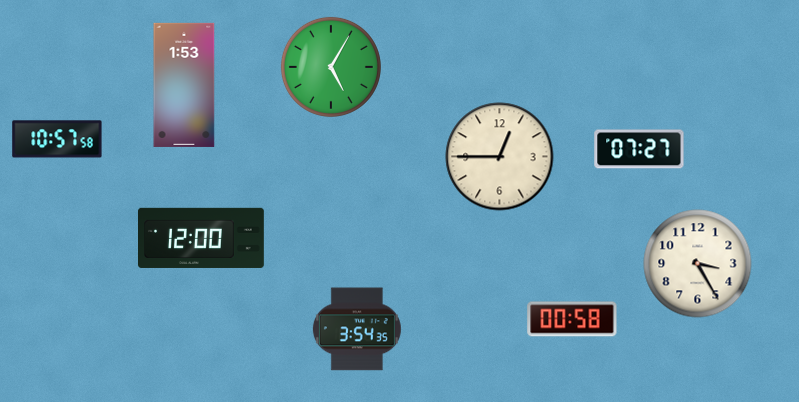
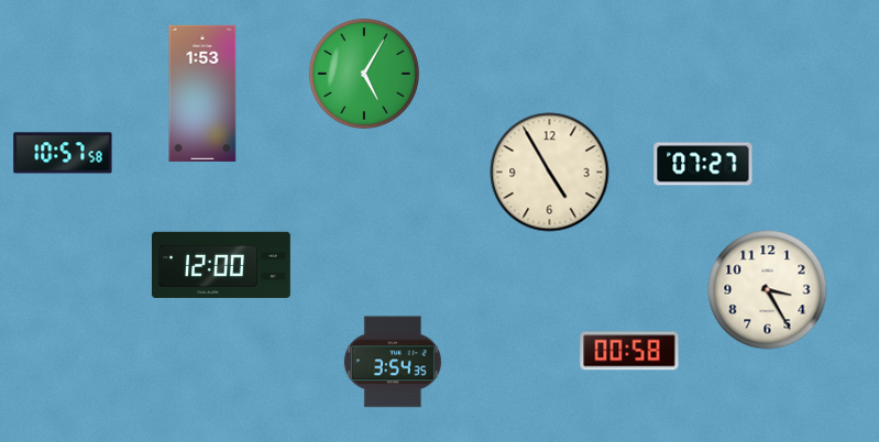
clock at (500, 157): 12:45 -> 4:55
clock at (202, 238) position: (202, 238) -> (222, 265)
